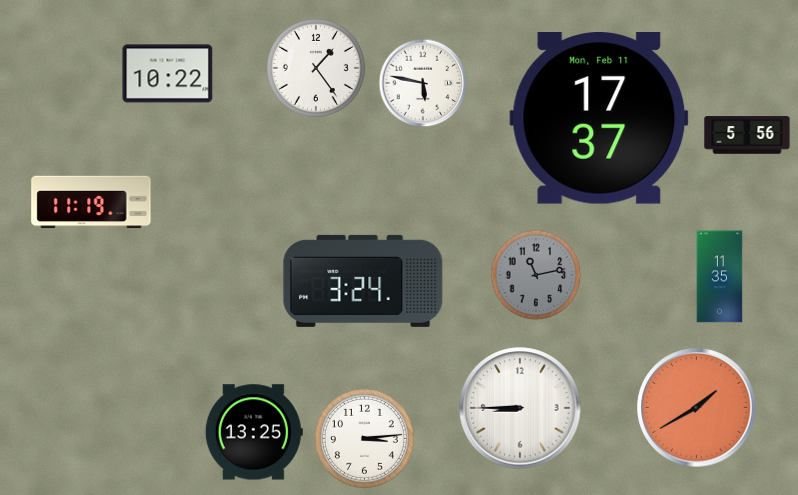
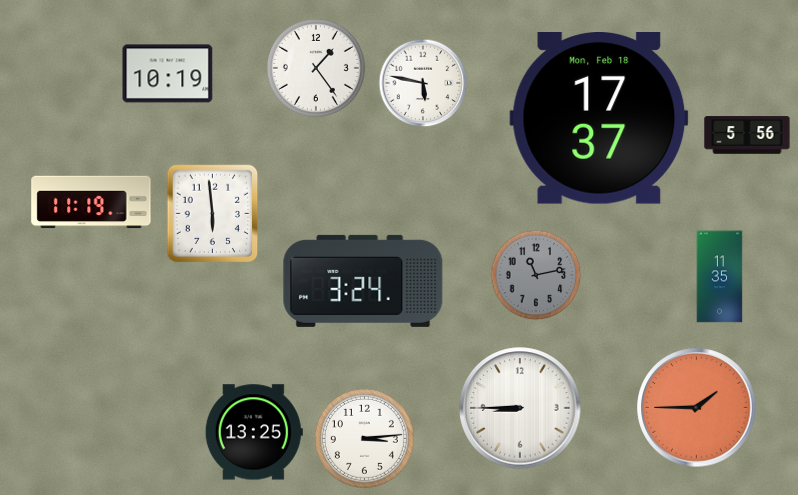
clock at (168, 74): 10:22 -> 10:19
clock at (599, 119) date: Mon, Feb 11 -> Mon, Feb 18
clock at (213, 214): none -> 5:59
clock at (697, 408): 1:40 -> 1:45
